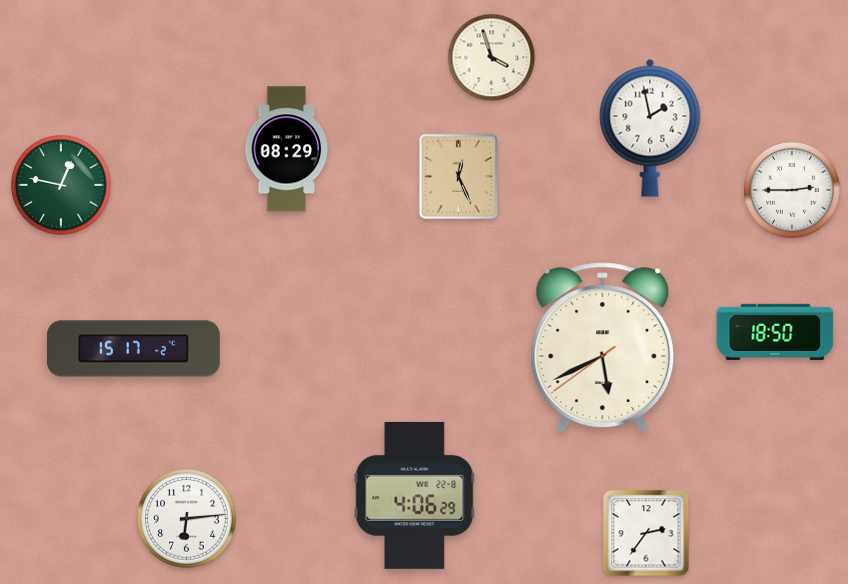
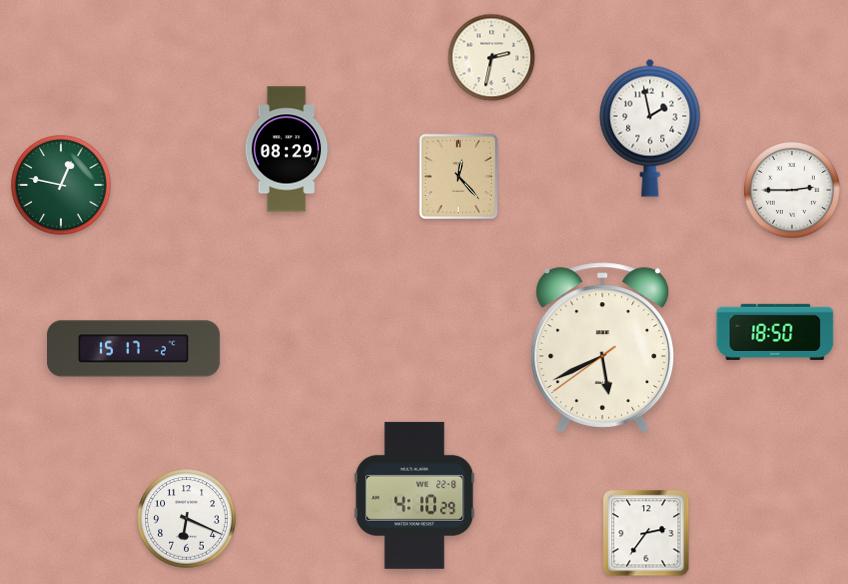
clock at (492, 58): 3:57 -> 2:32
clock at (458, 176): 12:26 -> 12:23
clock at (415, 495): 4:06 -> 4:10
clock at (187, 519): 6:14 -> 6:19
